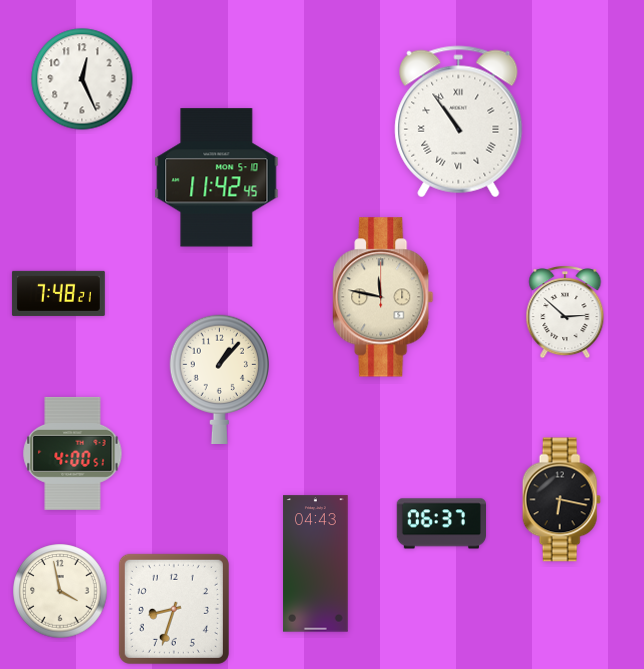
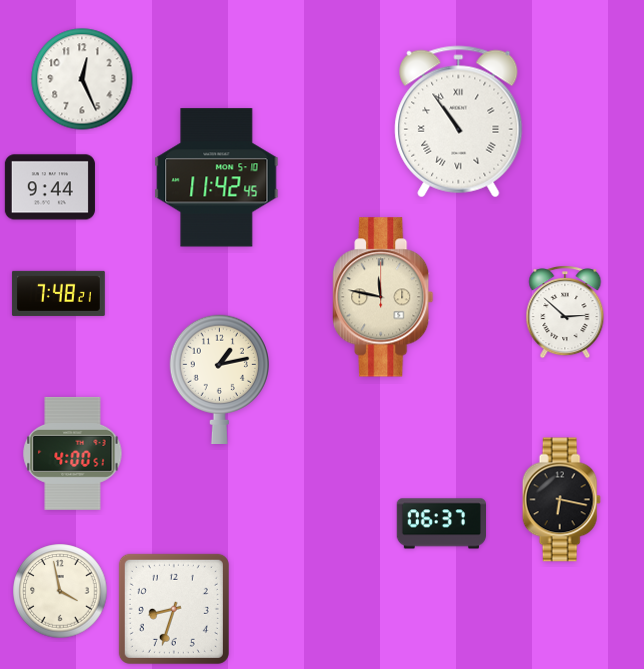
clock at (50, 187): none -> 9:44
clock at (219, 379): 1:07 -> 1:13
clock at (316, 564): 04:43 -> none
